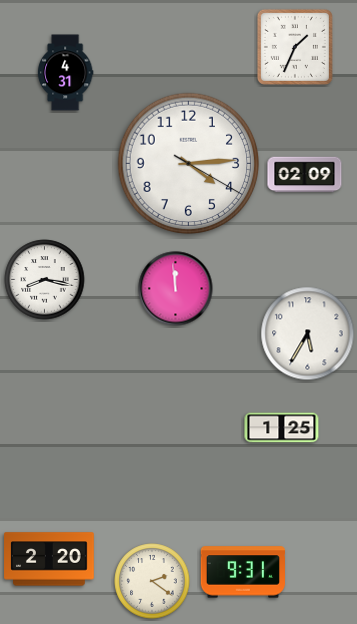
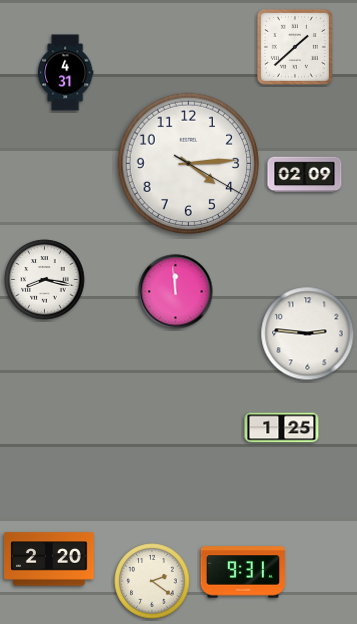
clock at (295, 47): 1:34 -> 1:38
clock at (176, 289) position: (176, 289) -> (176, 292)
clock at (308, 334): 5:35 -> 2:46
